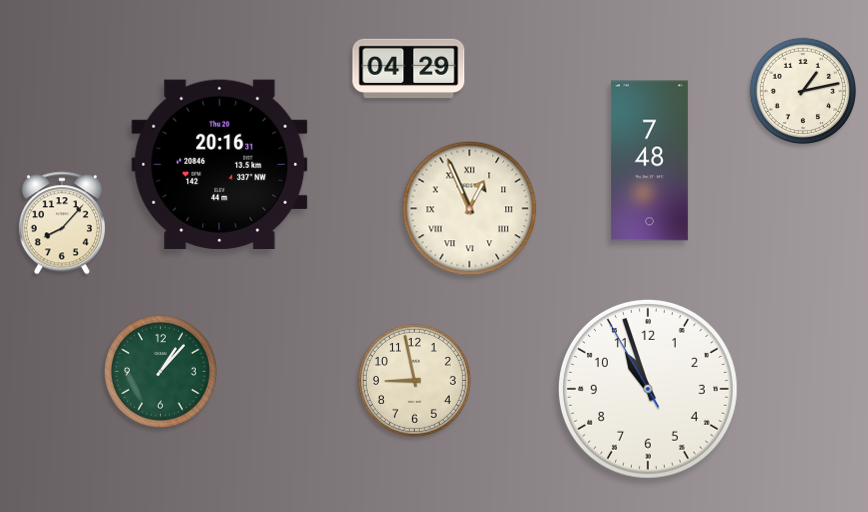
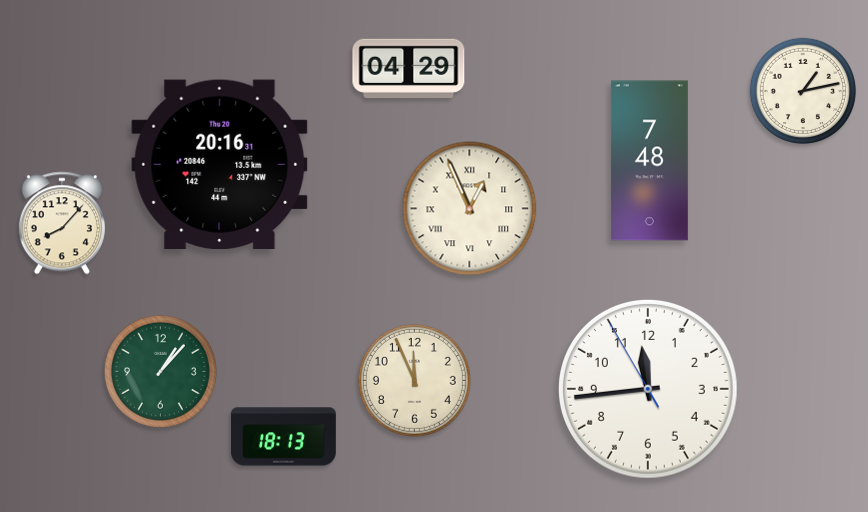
clock at (414, 380): 8:58 -> 11:56
clock at (648, 389): 10:56 -> 11:43
clock at (284, 437): none -> 18:13
